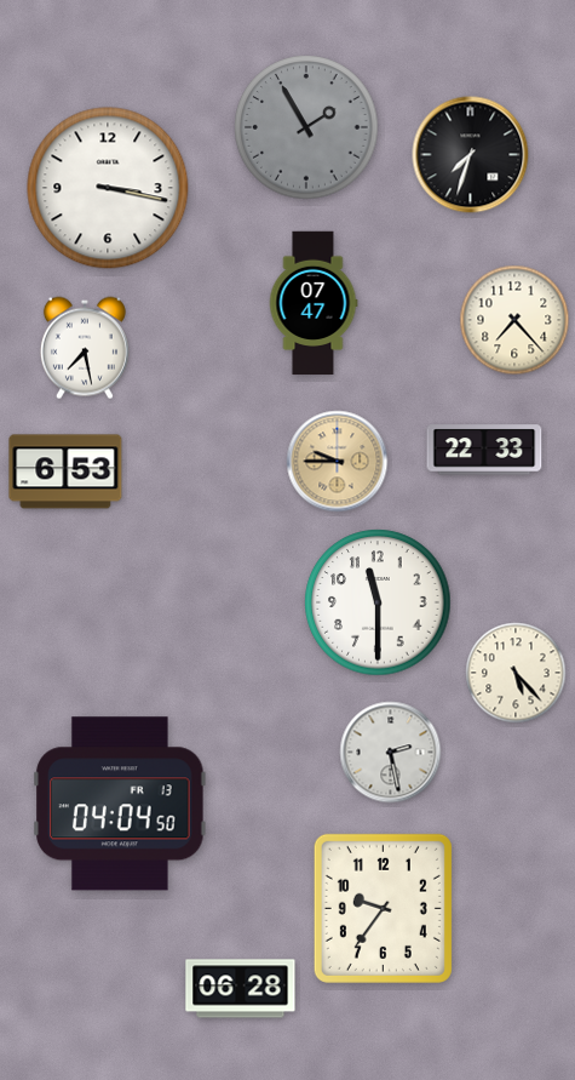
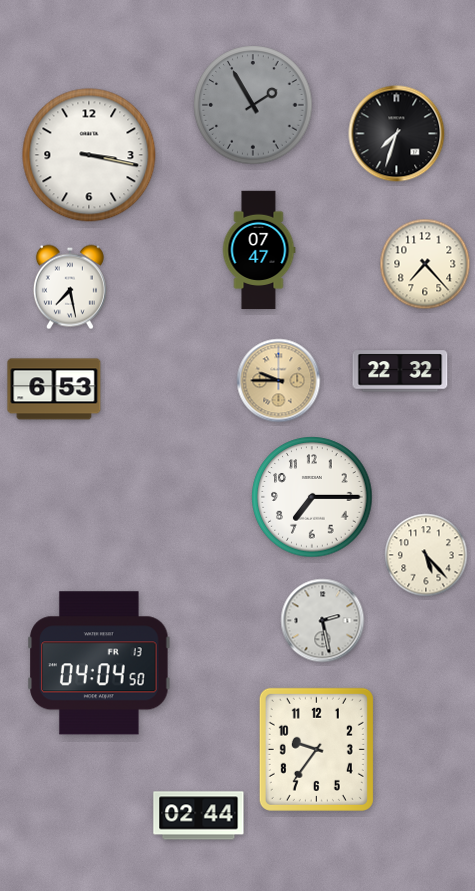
clock at (471, 155) position: (471, 155) -> (397, 134)
clock at (484, 450): 22:33 -> 22:32
clock at (378, 602): 11:30 -> 7:15
clock at (241, 989): 06:28 -> 02:44
